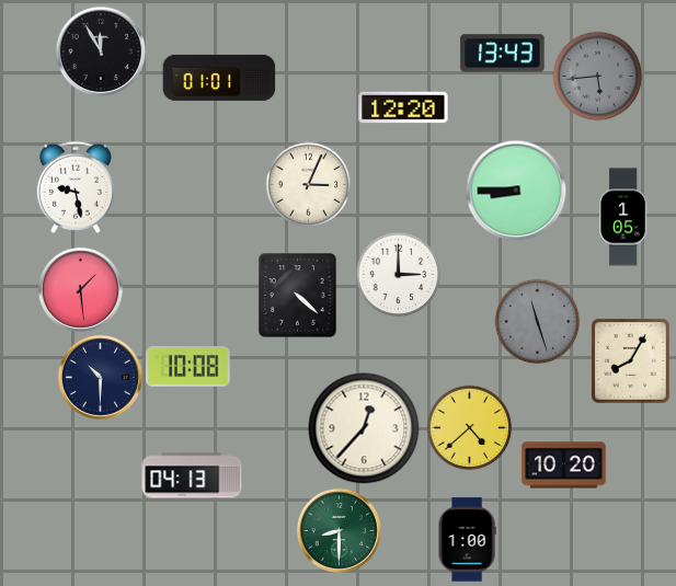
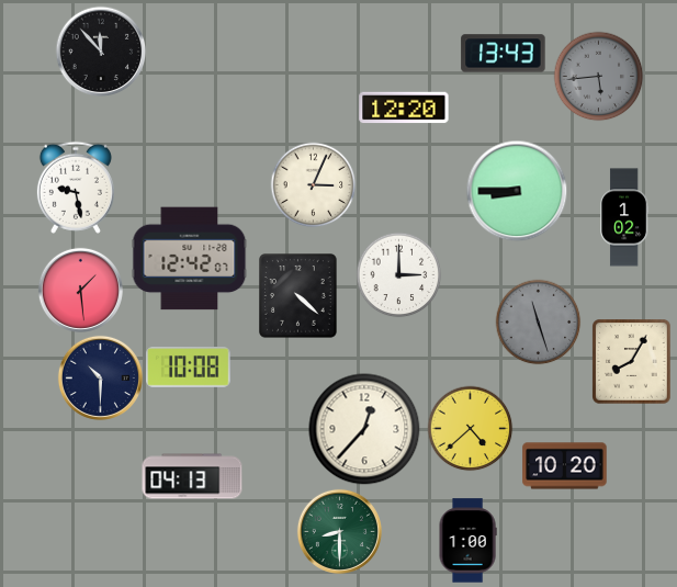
clock at (101, 51): 11:55 -> 11:53
clock at (219, 78): 01:01 -> none
clock at (308, 184) position: (308, 184) -> (313, 184)
clock at (625, 217): 1:05 -> 1:02
clock at (190, 259): none -> 12:42
